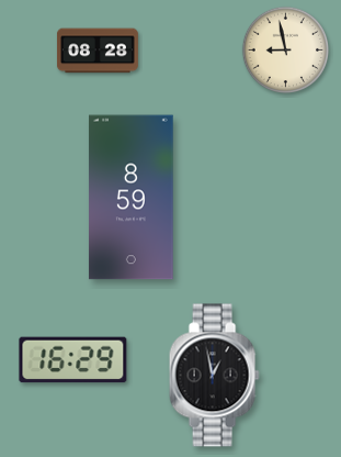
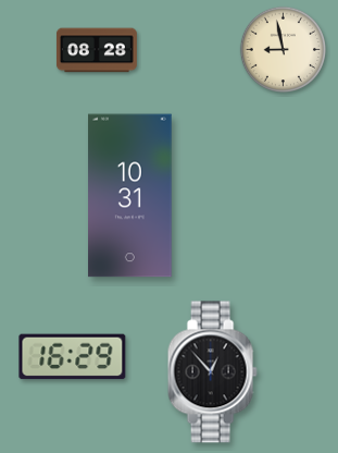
clock at (132, 198): 8:59 -> 10:31
clock at (214, 376): 12:58 -> 12:53
